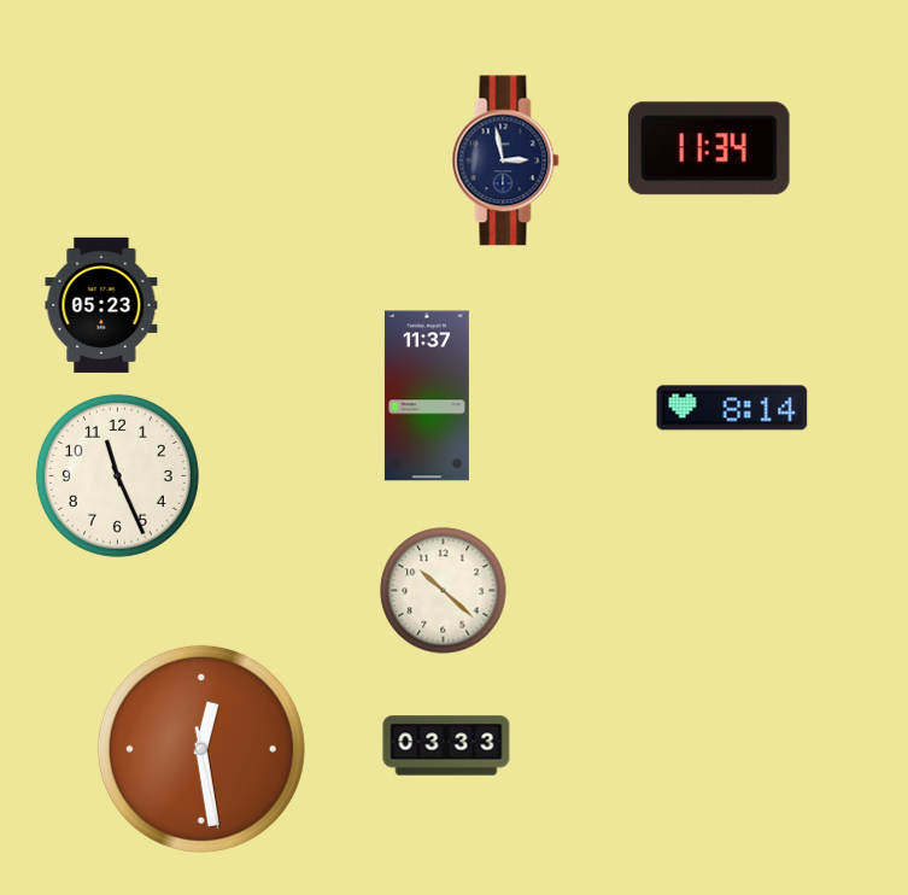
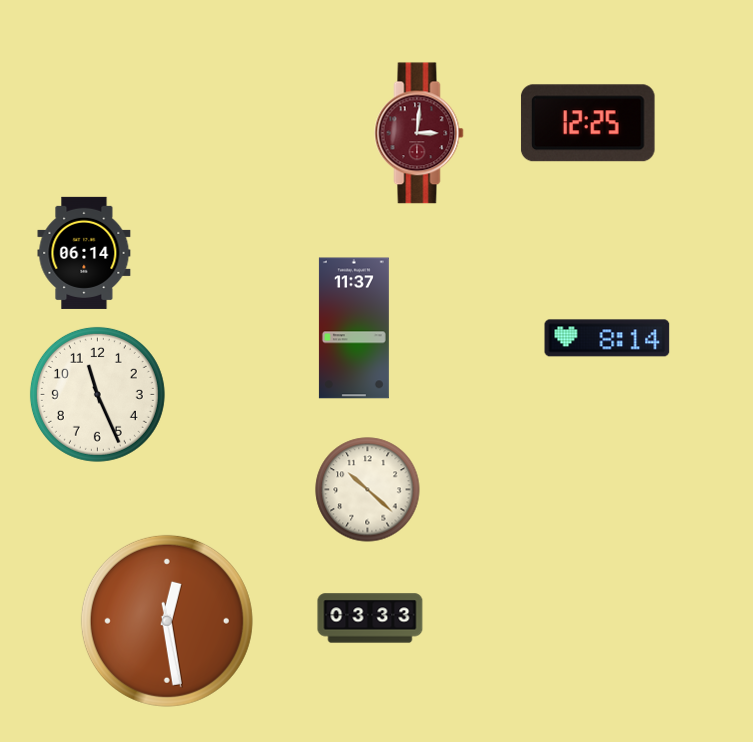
clock at (709, 148): 11:34 -> 12:25
clock at (505, 160): 2:58 -> 3:01
clock at (505, 160) dial: navy -> burgundy
clock at (101, 305): 05:23 -> 06:14
